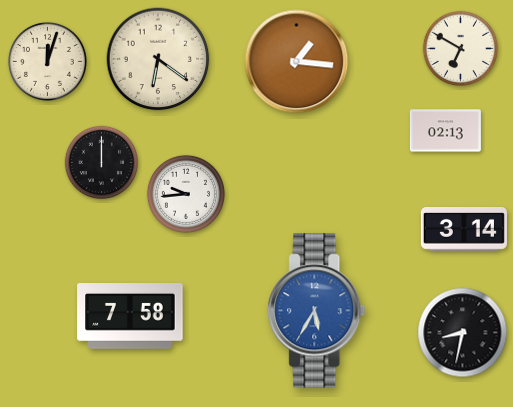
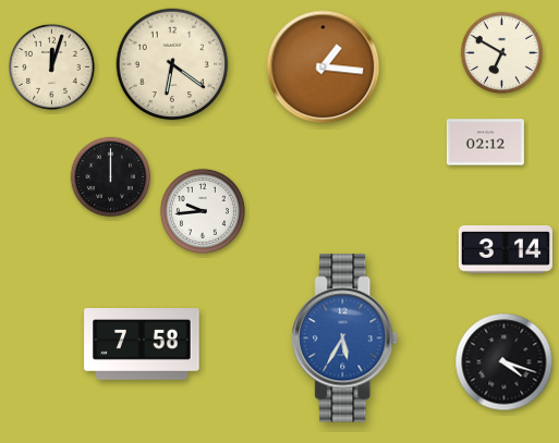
clock at (445, 131): 02:13 -> 02:12
clock at (463, 333): 8:32 -> 4:18
